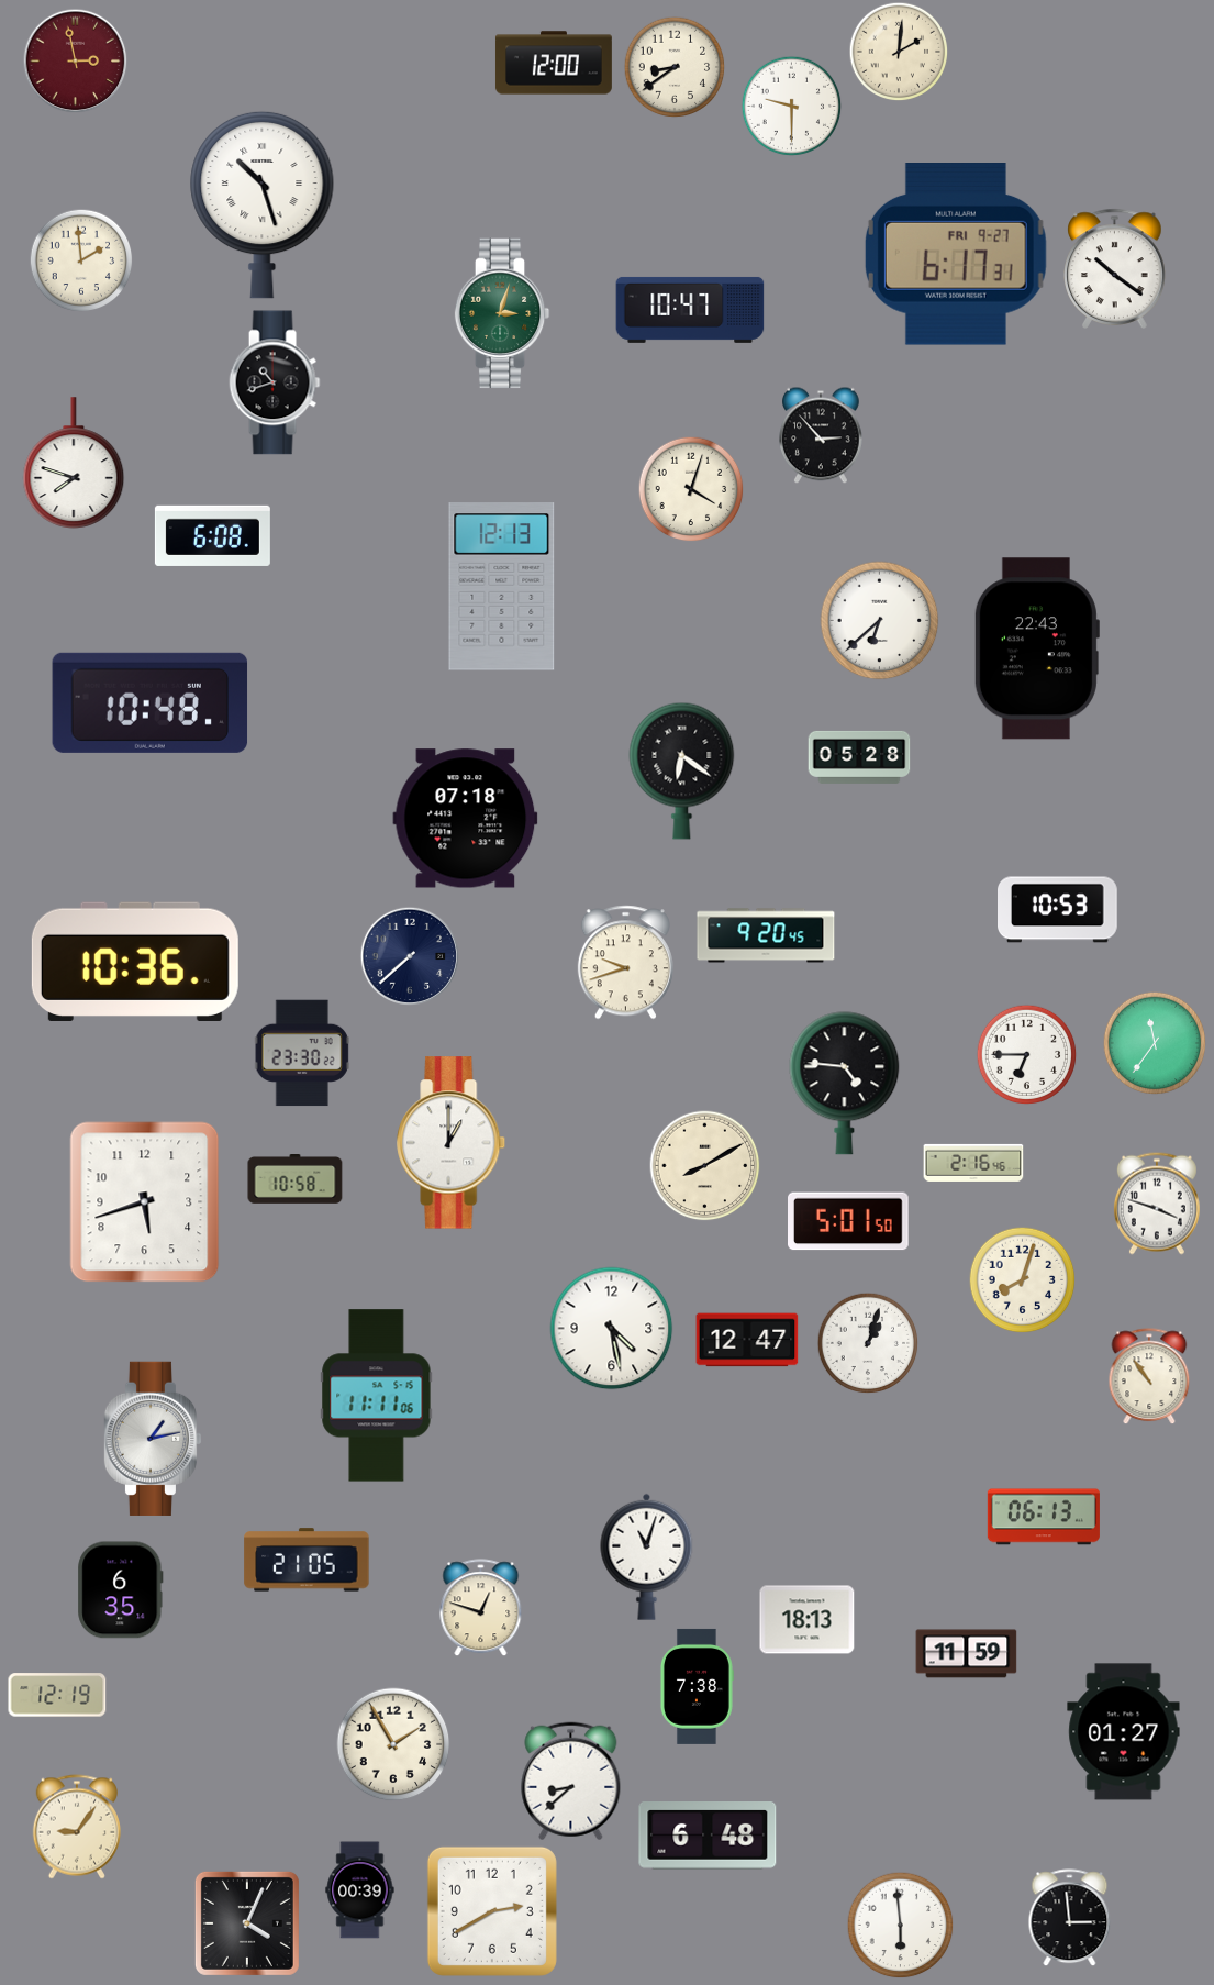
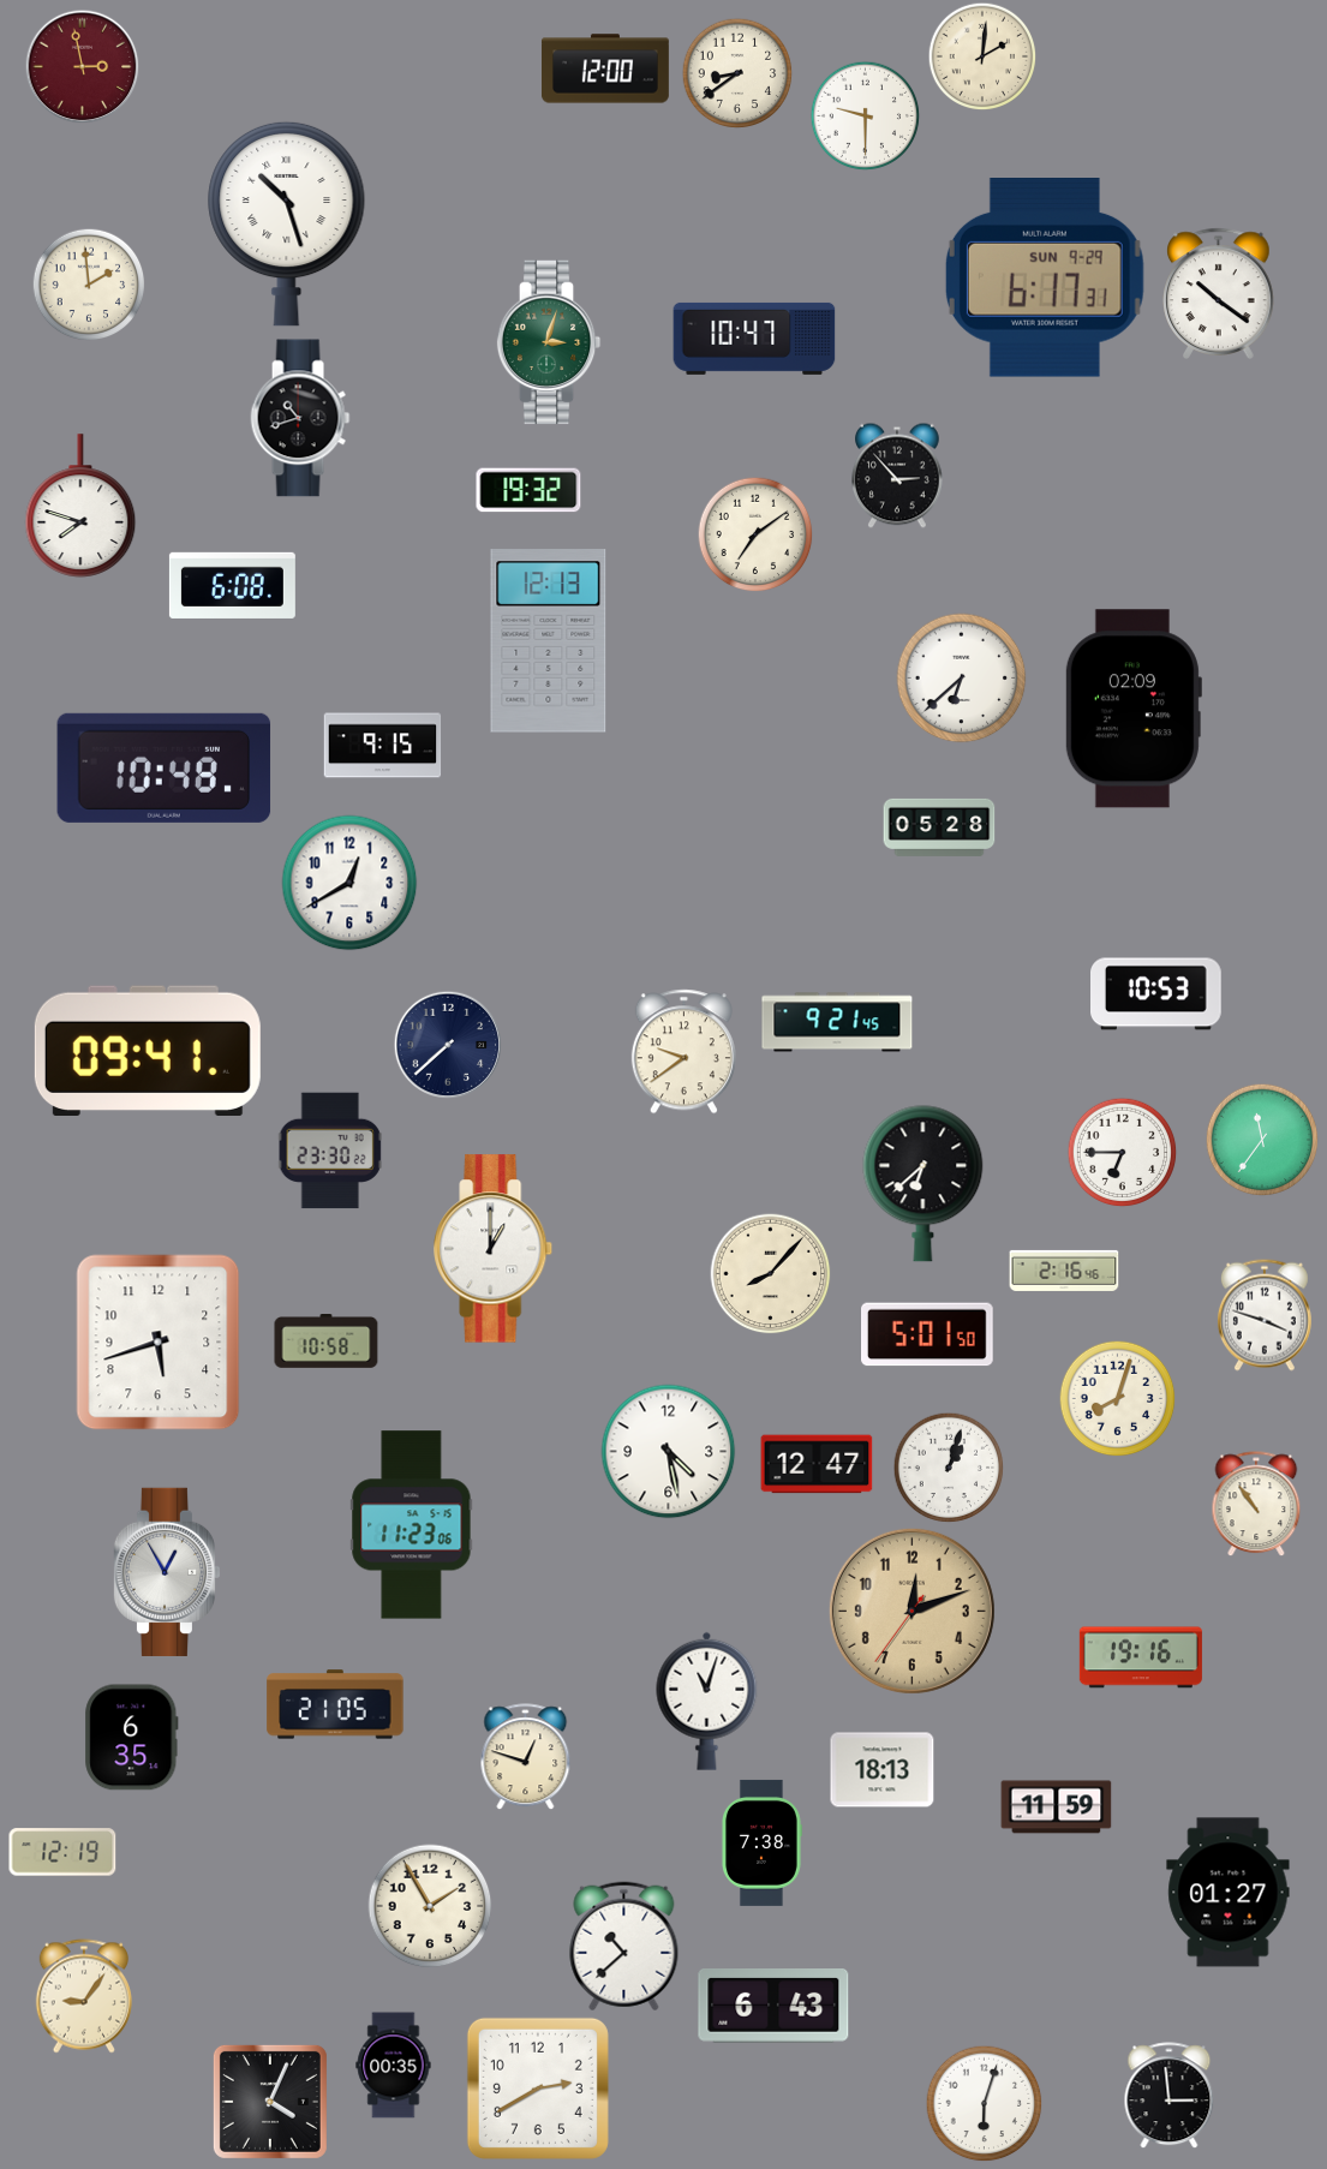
clock at (956, 255) date: FRI 9-27 -> SUN 9-29
clock at (528, 490): none -> 19:32
clock at (691, 489): 4:03 -> 7:09
clock at (1036, 648): 22:43 -> 02:09
clock at (383, 746): none -> 9:15
clock at (682, 770): 6:21 -> none
clock at (349, 883): none -> 12:40
clock at (466, 819): 07:18 -> none
clock at (766, 935): 9:20 -> 9:21
clock at (135, 961): 10:36 -> 09:41
clock at (625, 963): 9:42 -> 9:39
clock at (845, 1084): 4:46 -> 6:38
clock at (705, 1166): 8:10 -> 8:07
clock at (296, 1179) position: (296, 1179) -> (327, 1342)
clock at (145, 1202) position: (145, 1202) -> (159, 1343)
clock at (377, 1396): 11:11 -> 11:23
clock at (153, 1439): 1:13 -> 12:55
clock at (911, 1611): none -> 12:11
clock at (1044, 1517): 06:13 -> 19:16
clock at (571, 1782): 8:38 -> 10:38
clock at (708, 1837): 6:48 -> 6:43
clock at (360, 1890): 00:39 -> 00:35
clock at (900, 1925): 5:59 -> 6:03
